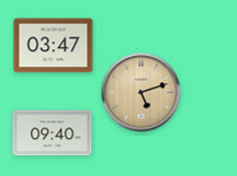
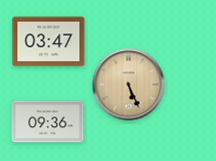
clock at (142, 93): 5:12 -> 5:26
clock at (53, 133): 09:40 -> 09:36
